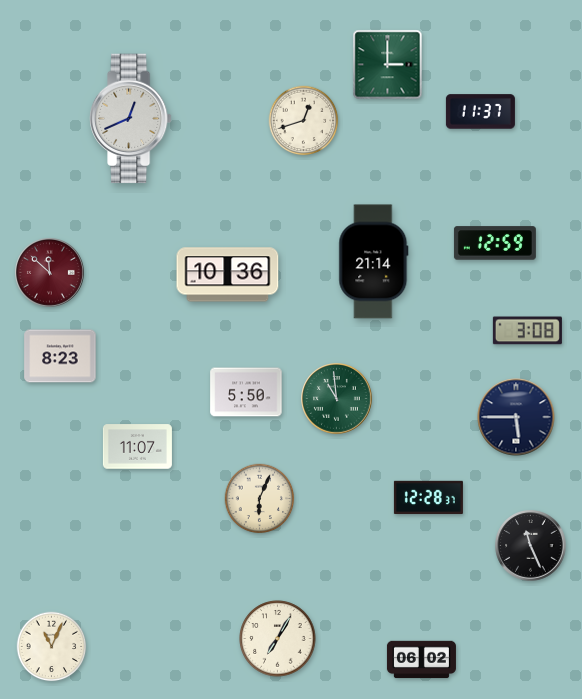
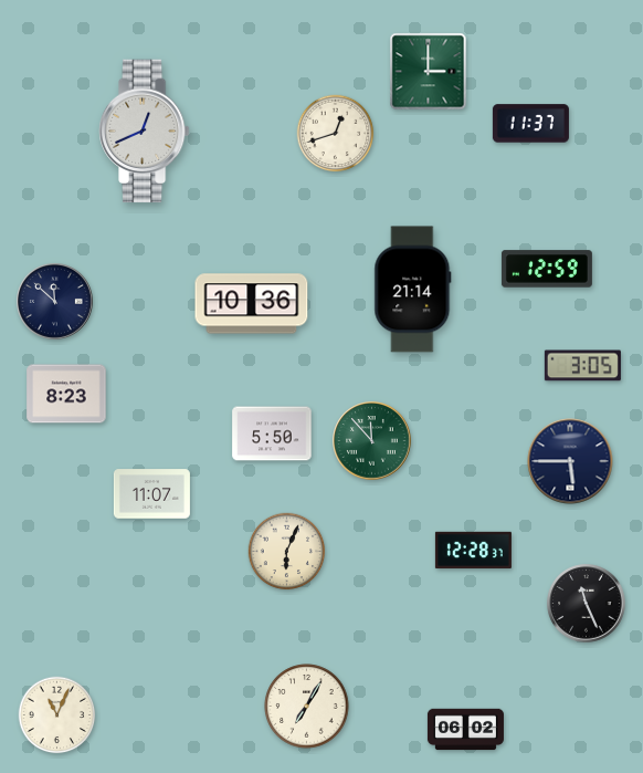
clock at (50, 273) dial: burgundy -> navy
clock at (527, 331): 3:08 -> 3:05
clock at (337, 399): 10:59 -> 11:53
